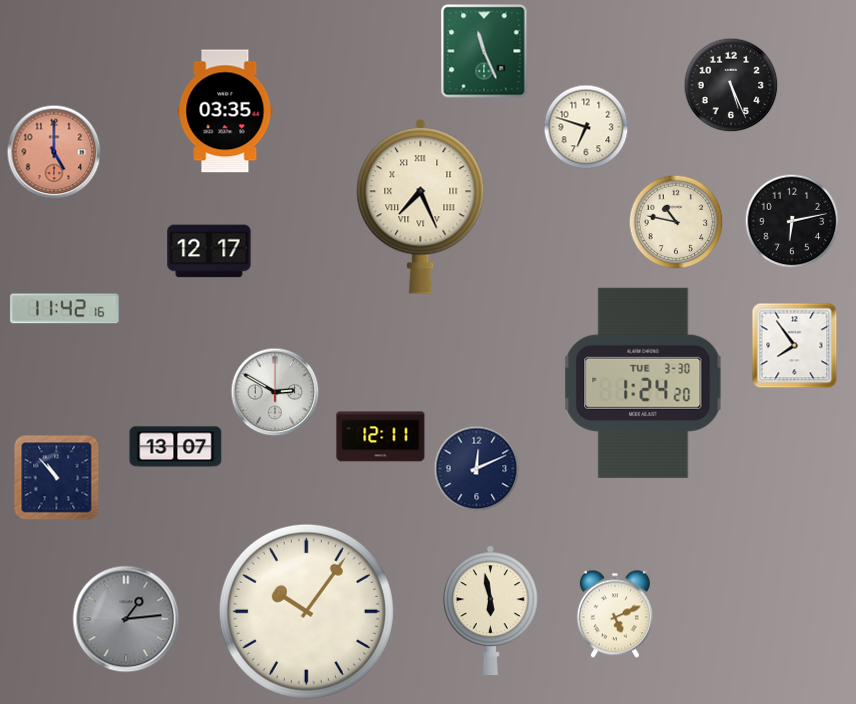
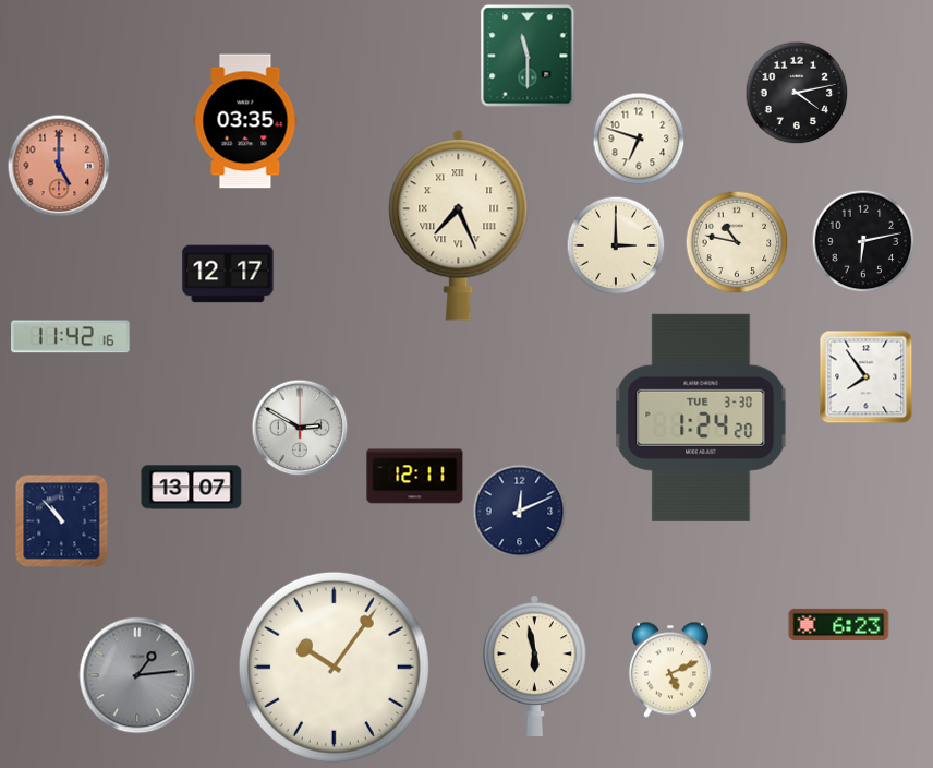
clock at (484, 51): 11:26 -> 11:30
clock at (731, 85): 5:26 -> 4:13
clock at (616, 245): none -> 3:00
clock at (839, 624): none -> 6:23
